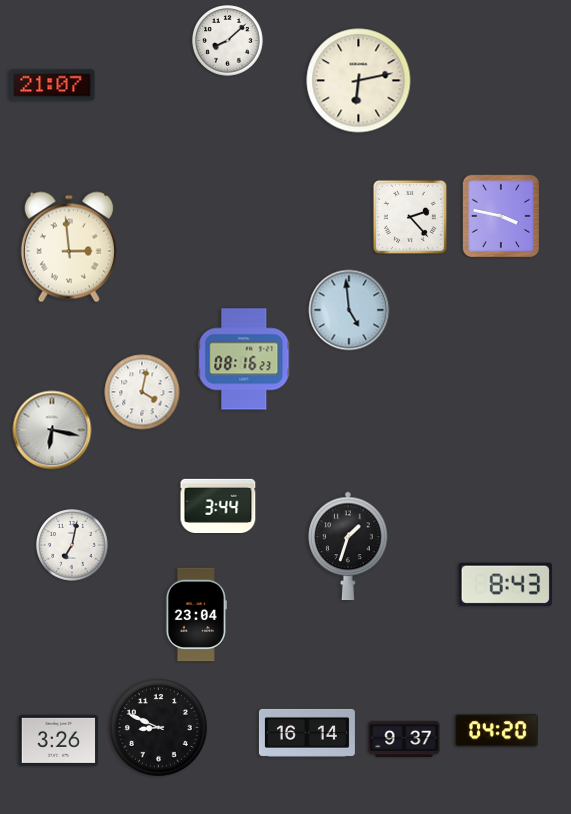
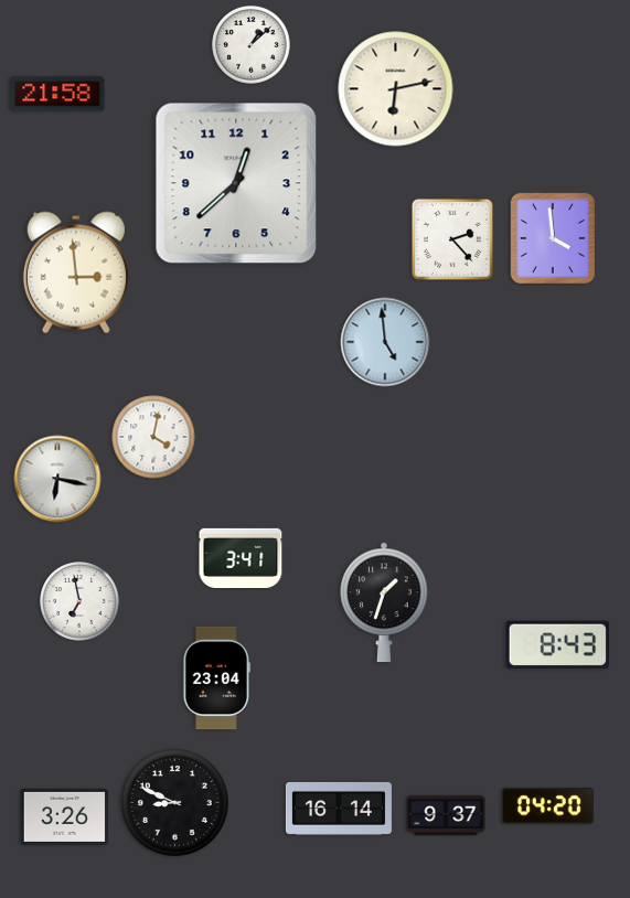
clock at (228, 41): 8:08 -> 1:08
clock at (52, 85): 21:07 -> 21:58
clock at (236, 183): none -> 12:38
clock at (500, 216): 3:47 -> 3:59
clock at (244, 359): 08:16 -> none
clock at (142, 392) position: (142, 392) -> (153, 437)
clock at (52, 430) position: (52, 430) -> (57, 479)
clock at (218, 505): 3:44 -> 3:41
clock at (72, 545): 7:02 -> 6:58
